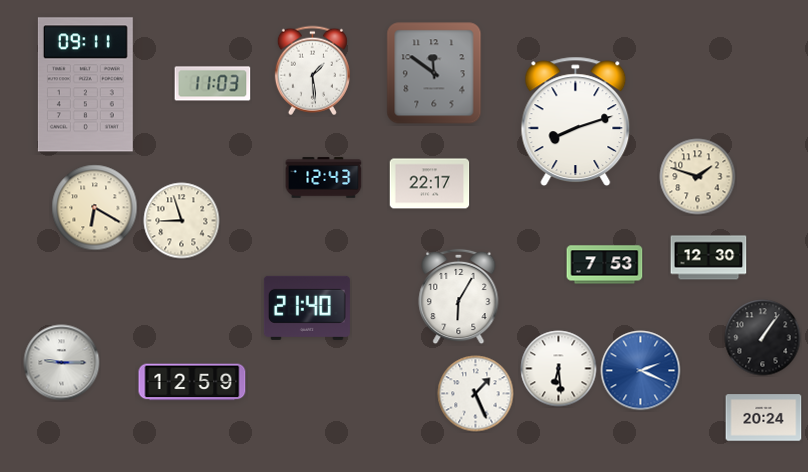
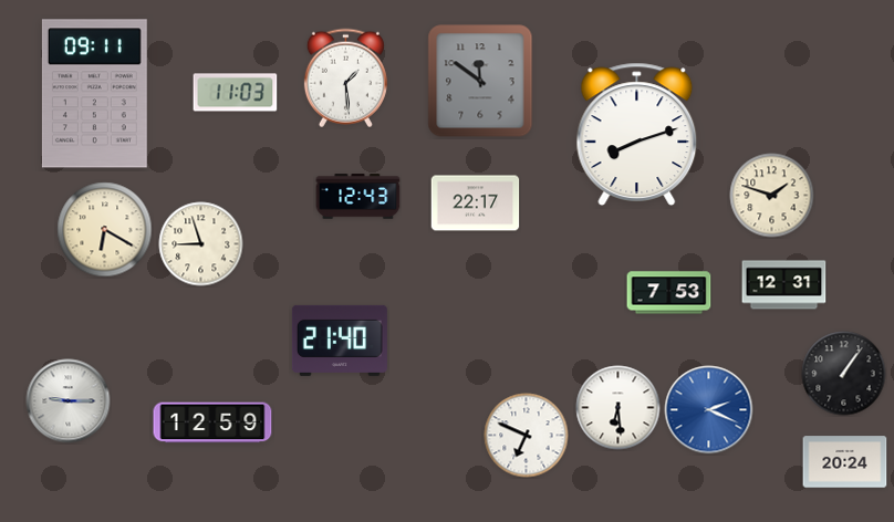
clock at (709, 258): 12:30 -> 12:31
clock at (459, 297): 6:05 -> none
clock at (476, 394): 1:26 -> 6:49
